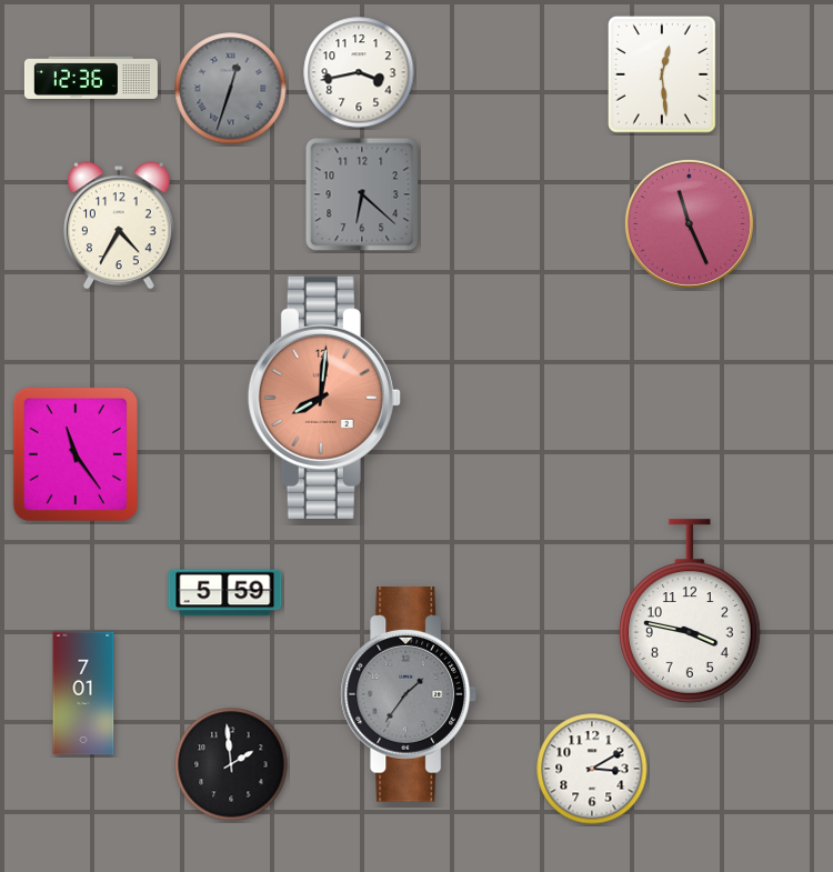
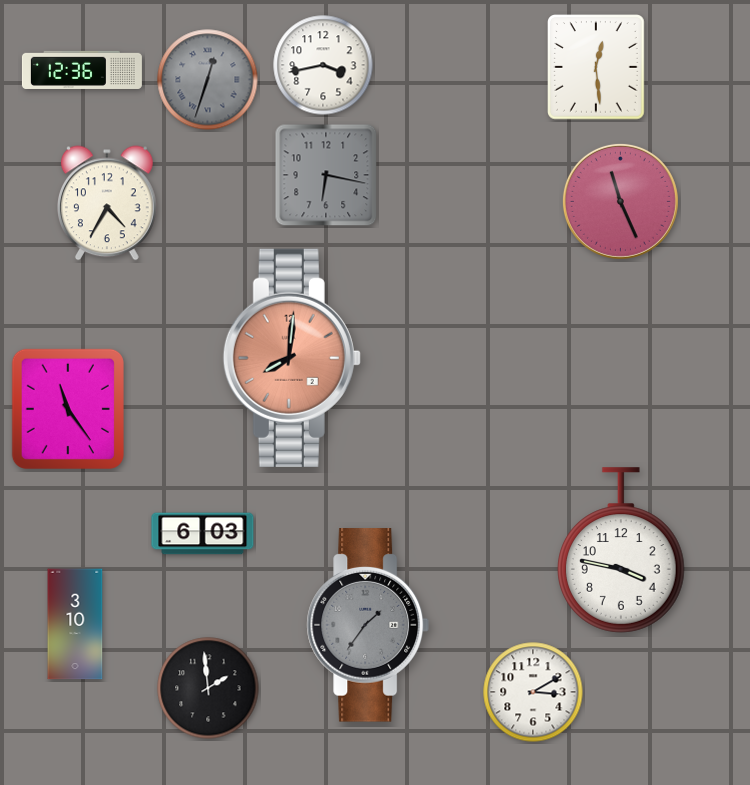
clock at (362, 194): 6:22 -> 6:17
clock at (225, 593): 5:59 -> 6:03
clock at (83, 693): 7:01 -> 3:10
